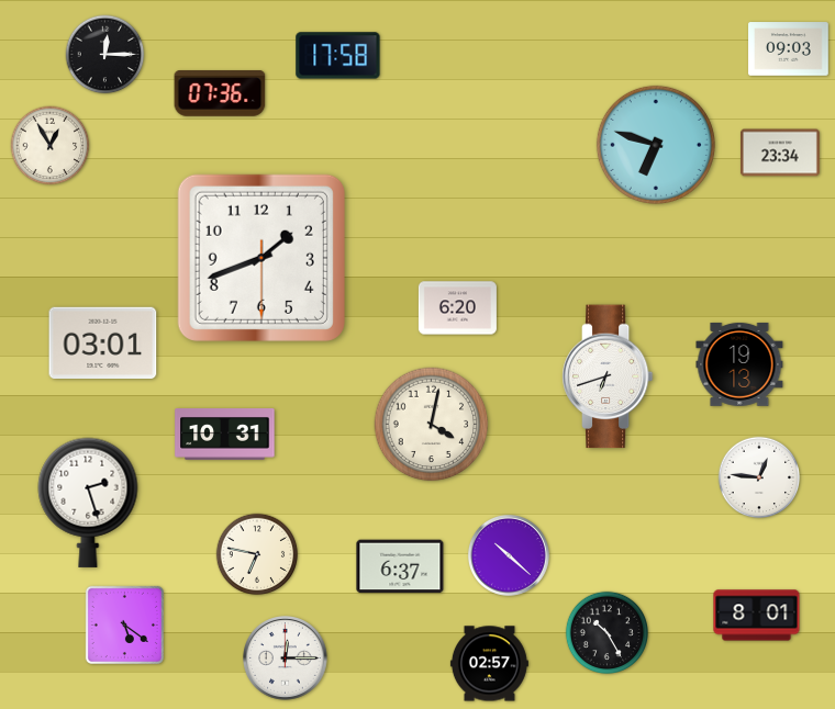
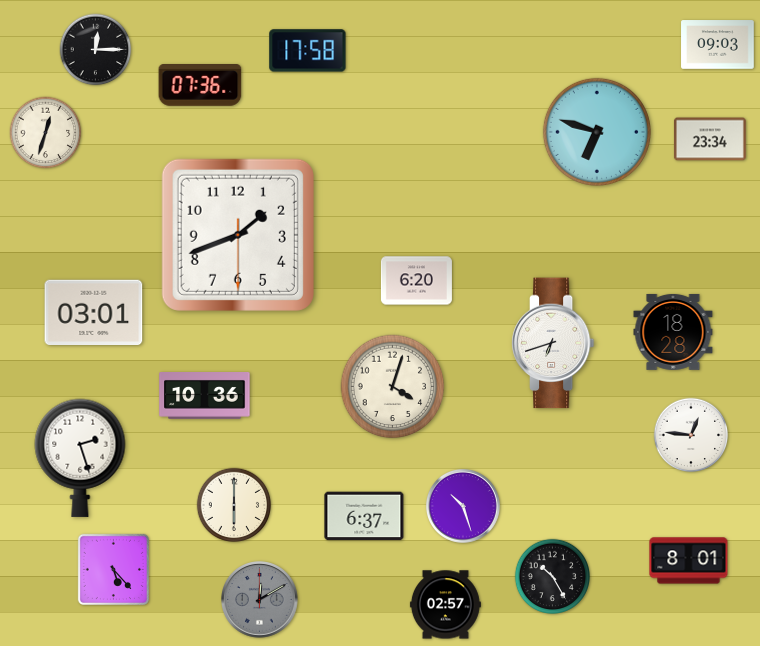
clock at (51, 146): 12:55 -> 12:33
clock at (739, 364): 19:13 -> 18:28
clock at (432, 425): 4:02 -> 4:03
clock at (225, 435): 10:31 -> 10:36
clock at (257, 554): 6:47 -> 6:00
clock at (509, 555): 10:22 -> 10:27
clock at (124, 624): 5:21 -> 5:23
clock at (286, 659): 12:15 -> 12:10
clock at (286, 659) dial: white -> grey
